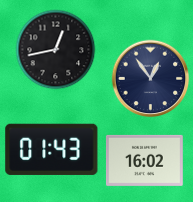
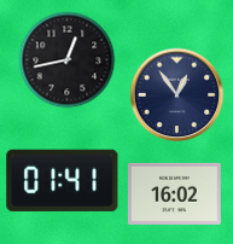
clock at (150, 78) position: (150, 78) -> (176, 94)
clock at (52, 149): 01:43 -> 01:41
